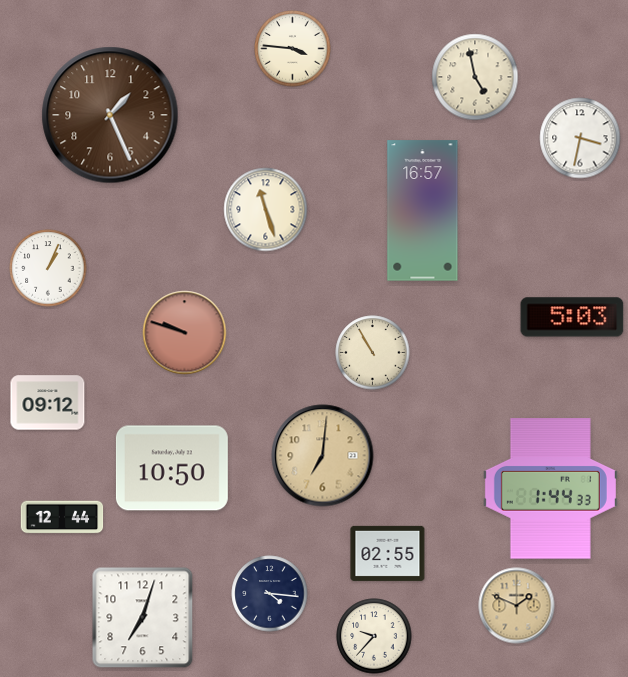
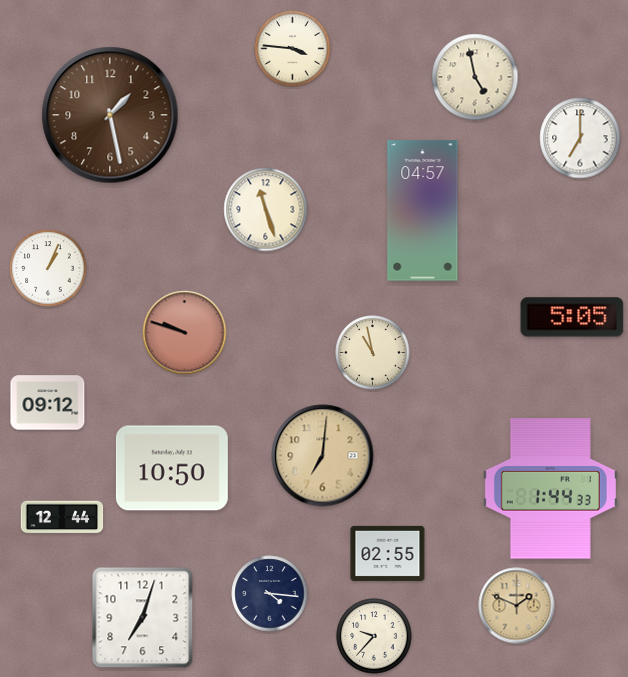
clock at (110, 115): 1:26 -> 1:28
clock at (580, 138): 3:32 -> 7:00
clock at (423, 211): 16:57 -> 04:57
clock at (572, 317): 5:03 -> 5:05
clock at (373, 353): 10:55 -> 10:58
